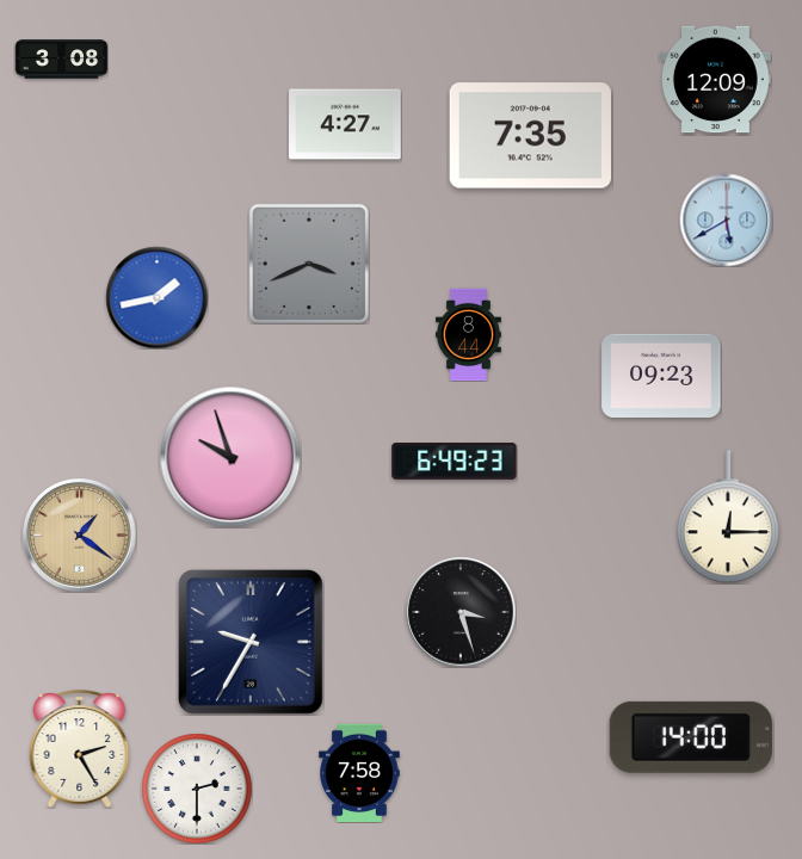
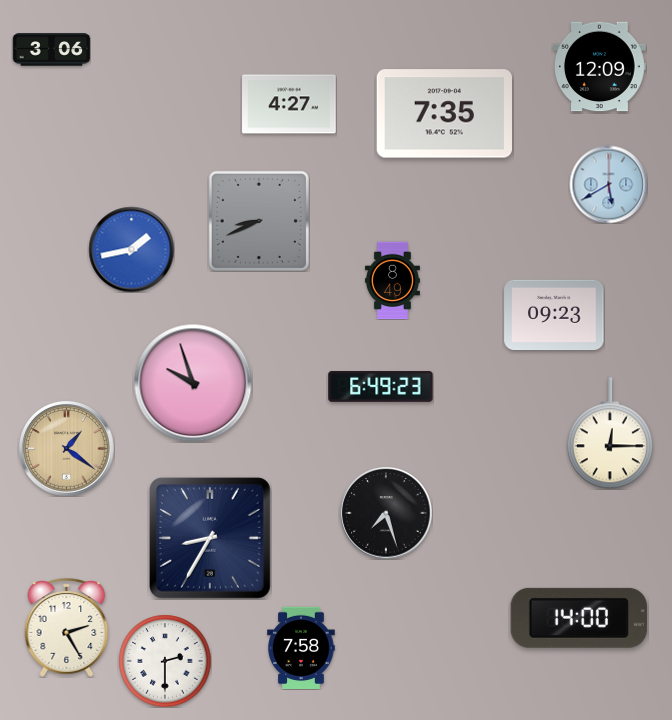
clock at (61, 60): 3:08 -> 3:06
clock at (309, 264): 3:41 -> 8:41
clock at (468, 334): 8:44 -> 8:49
clock at (461, 612): 3:27 -> 7:27
clock at (251, 642): 9:35 -> 8:35
